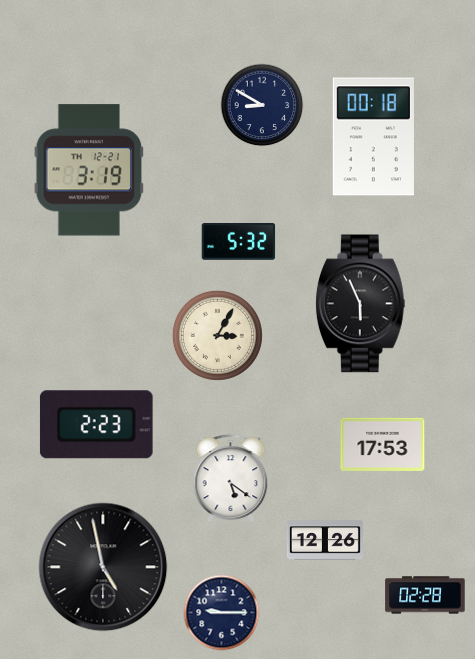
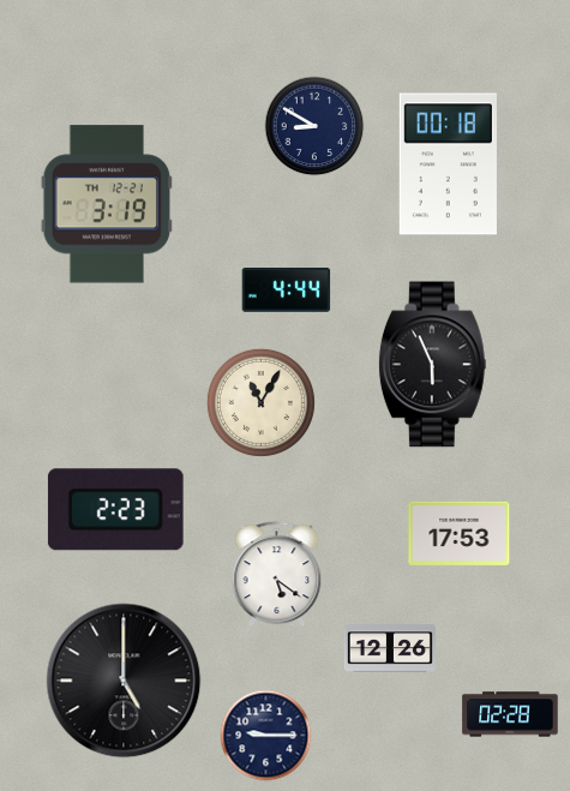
clock at (239, 242): 5:32 -> 4:44
clock at (217, 335): 3:05 -> 11:05
clock at (103, 567): 4:58 -> 5:00
